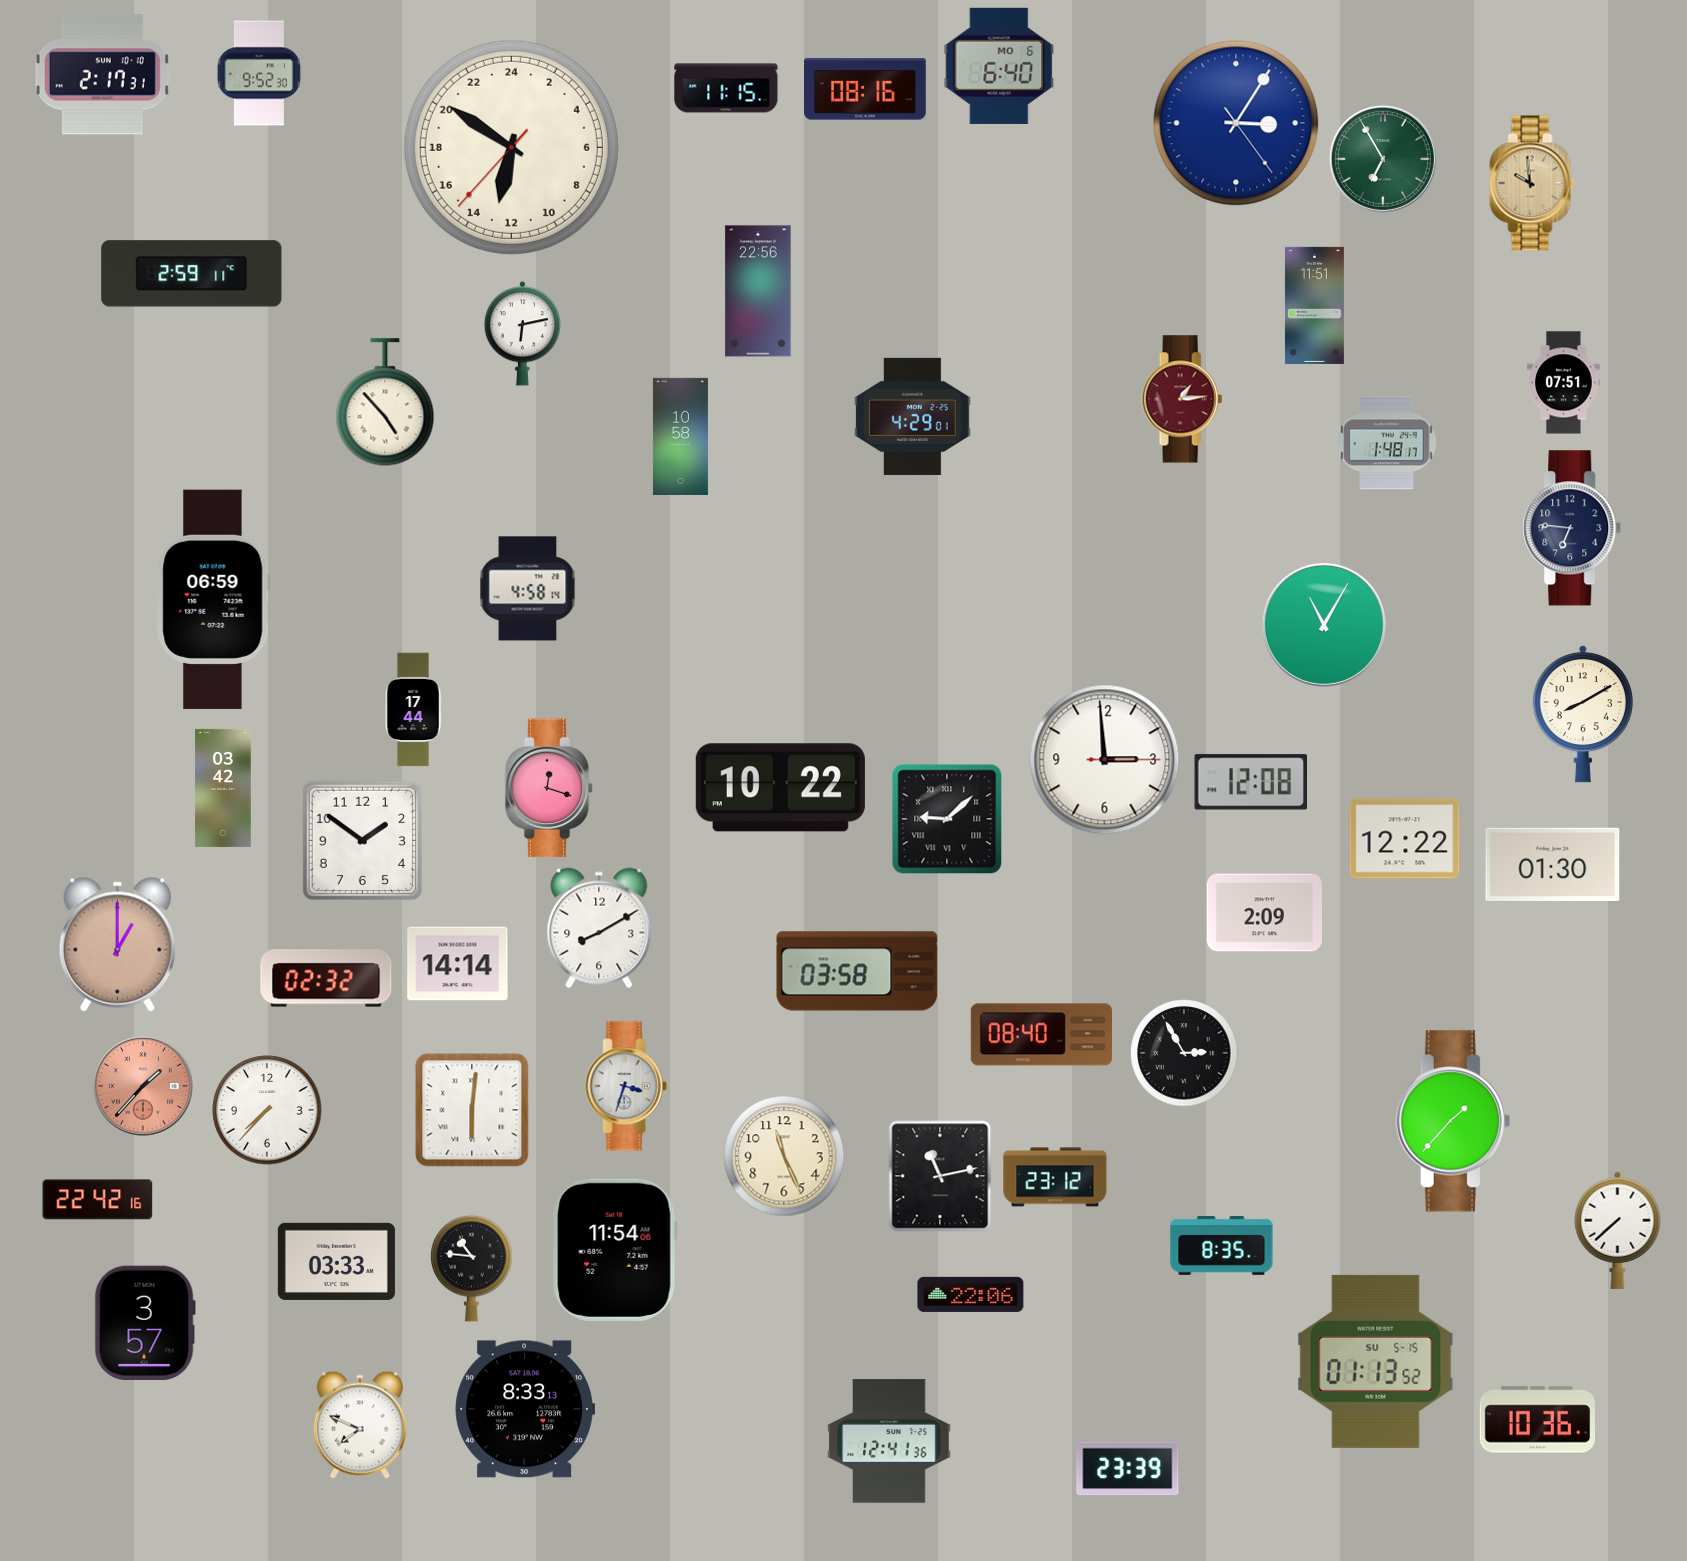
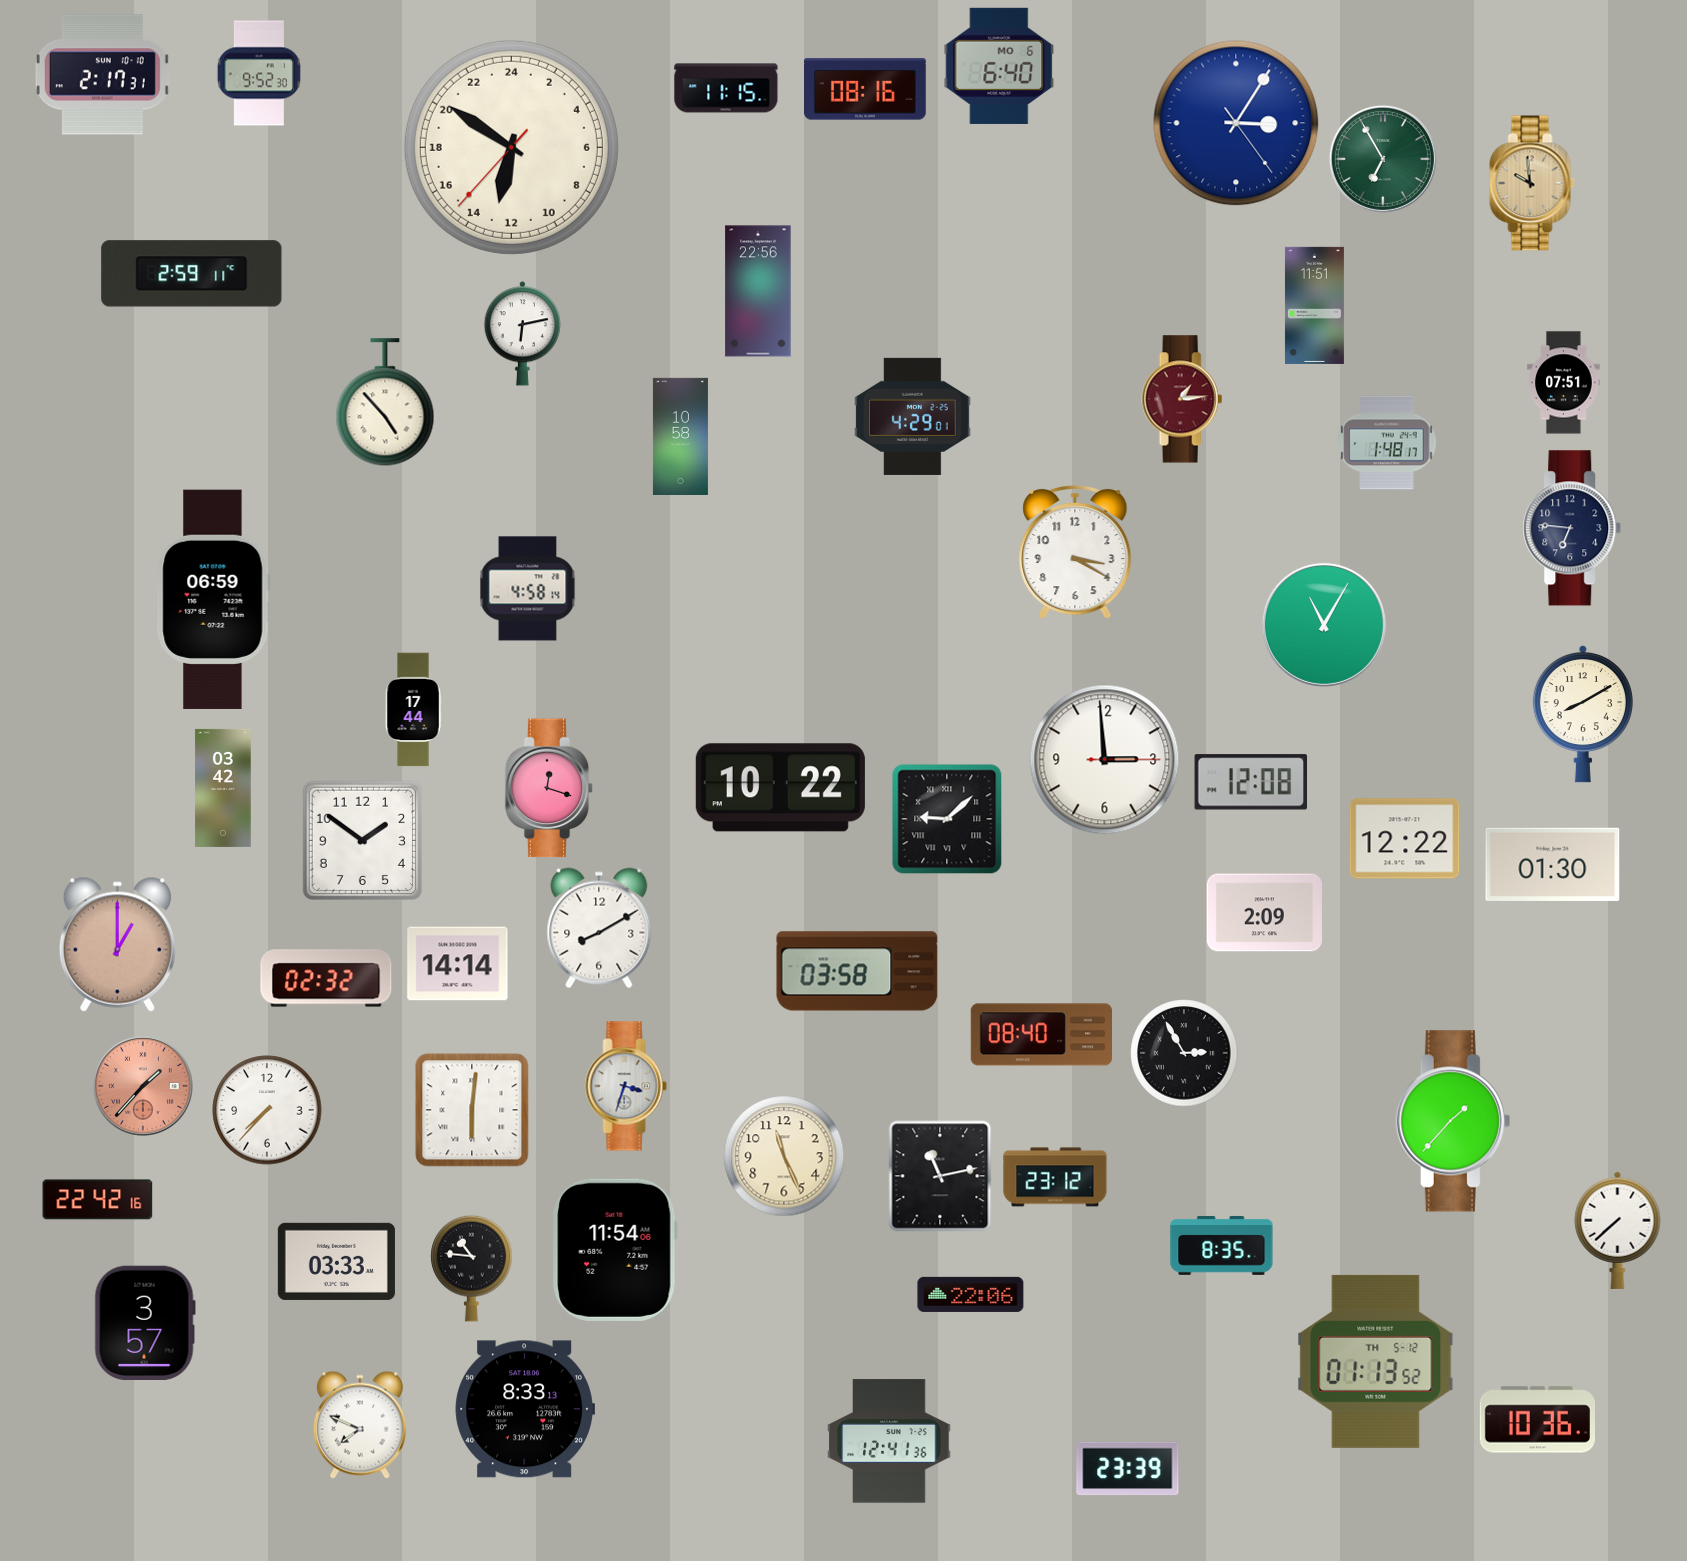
clock at (1075, 552): none -> 3:20
clock at (1376, 1361) date: SU 5-15 -> TH 5-12
